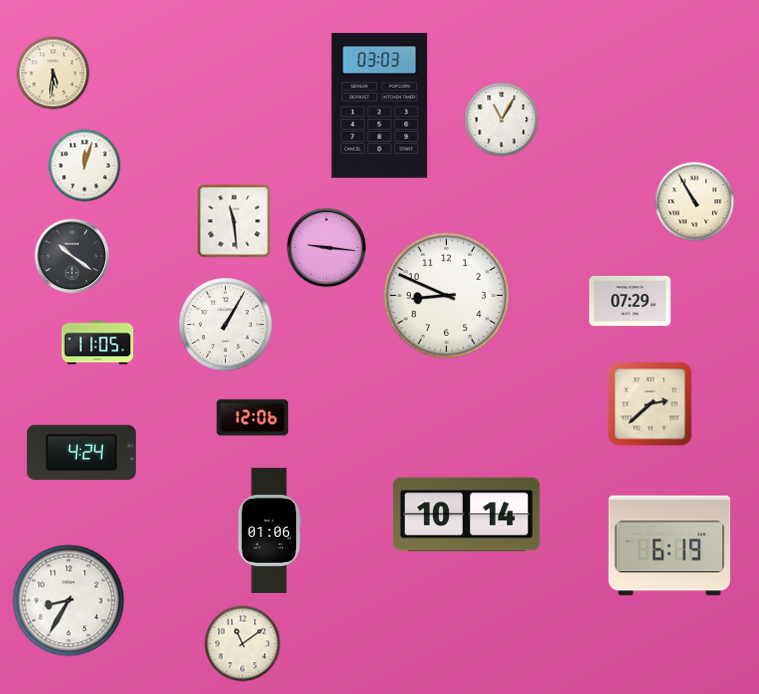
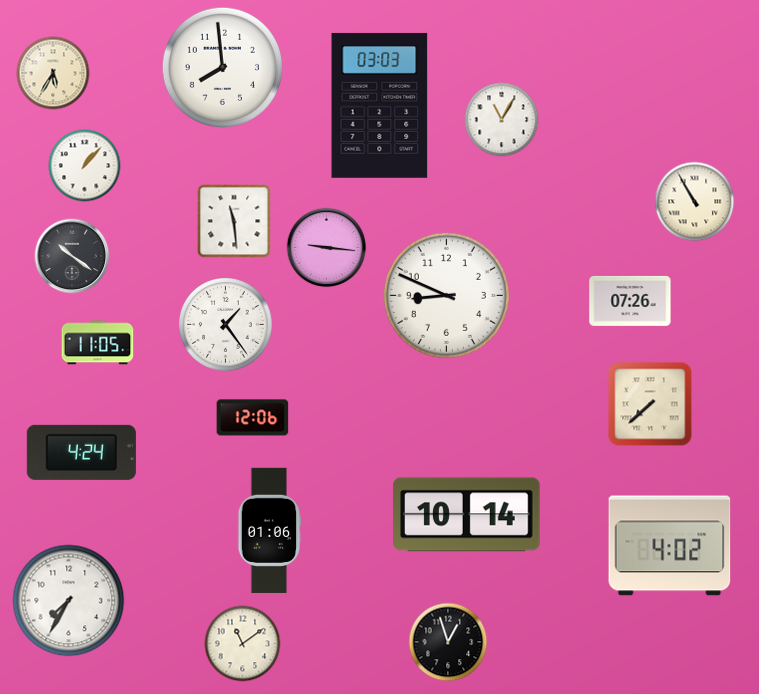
clock at (222, 67): none -> 7:59
clock at (53, 73): 5:31 -> 5:35
clock at (85, 166): 12:03 -> 1:07
clock at (630, 301): 07:29 -> 07:26
clock at (226, 325): 1:05 -> 1:24
clock at (650, 404): 2:38 -> 7:38
clock at (670, 546): 6:19 -> 4:02
clock at (69, 601): 8:35 -> 7:35
clock at (448, 642): none -> 12:57
